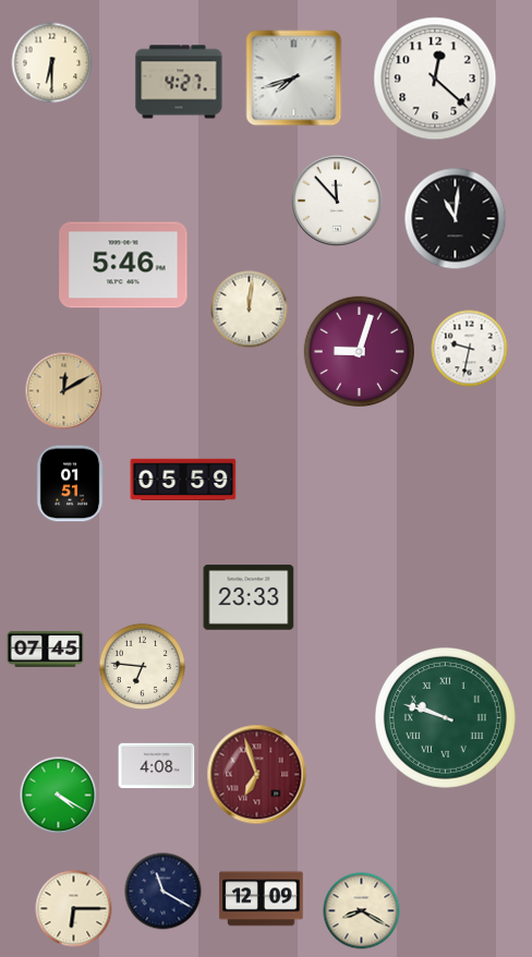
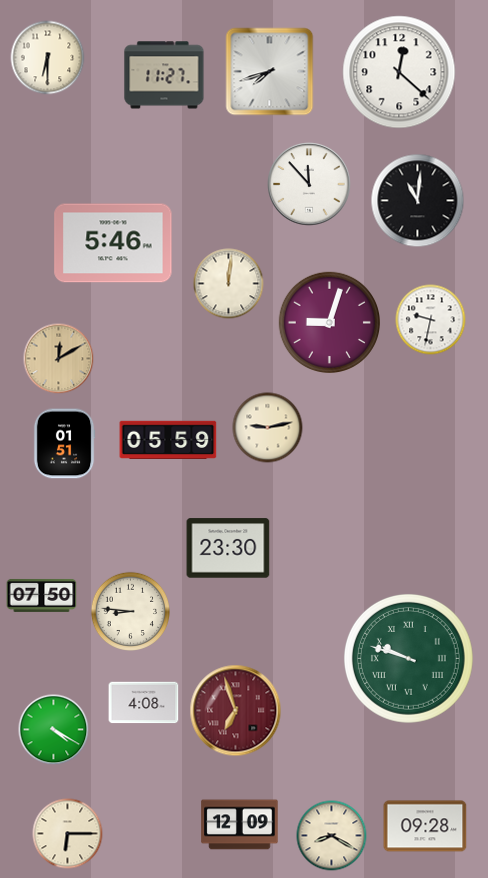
clock at (179, 82): 4:27 -> 11:27
clock at (268, 428): none -> 9:13
clock at (249, 597): 23:33 -> 23:30
clock at (46, 649): 07:45 -> 07:50
clock at (142, 666): 6:46 -> 8:46
clock at (164, 892): 11:20 -> none
clock at (425, 826): none -> 09:28
